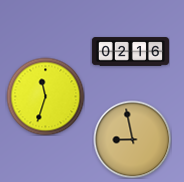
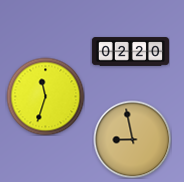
clock at (130, 52): 02:16 -> 02:20
